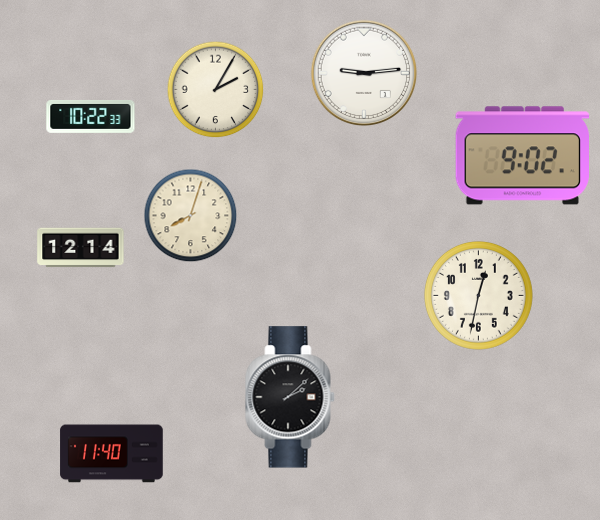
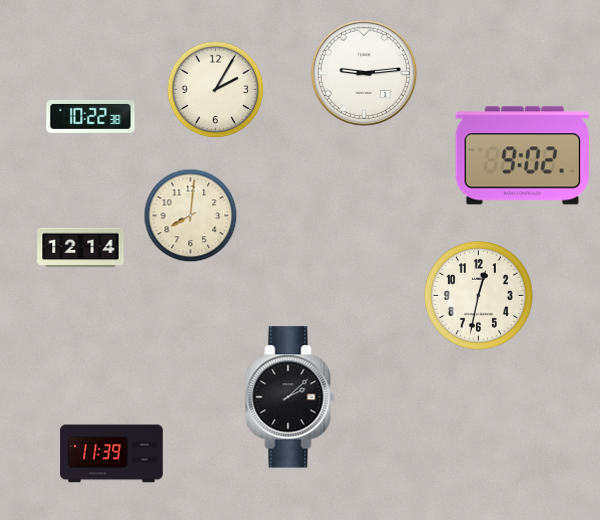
clock at (91, 116): 10:22:33 -> 10:22:38
clock at (191, 216): 8:03 -> 8:01
clock at (112, 454): 11:40 -> 11:39
